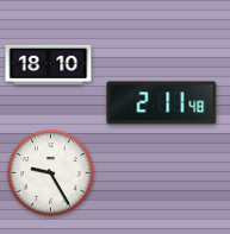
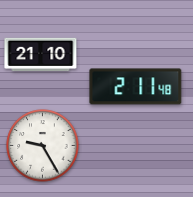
clock at (49, 64): 18:10 -> 21:10
